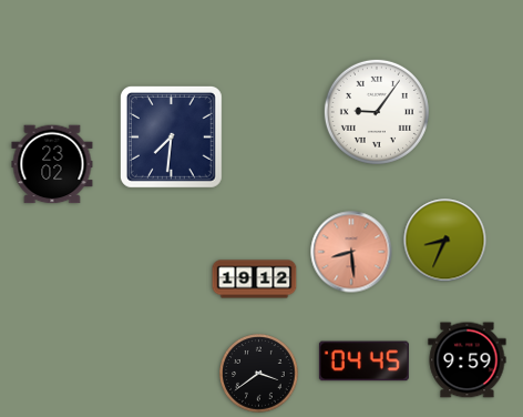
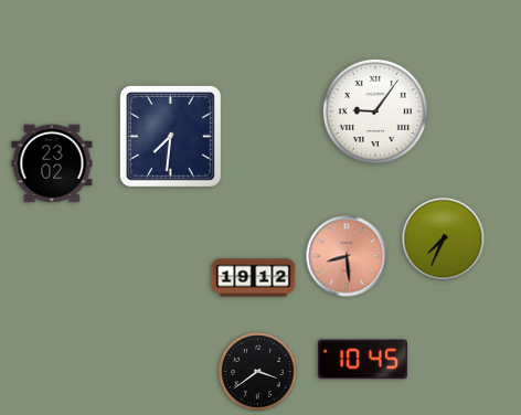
clock at (445, 241): 8:34 -> 7:34
clock at (351, 252) position: (351, 252) -> (347, 256)
clock at (468, 360): 9:59 -> none
clock at (363, 362): 04:45 -> 10:45
